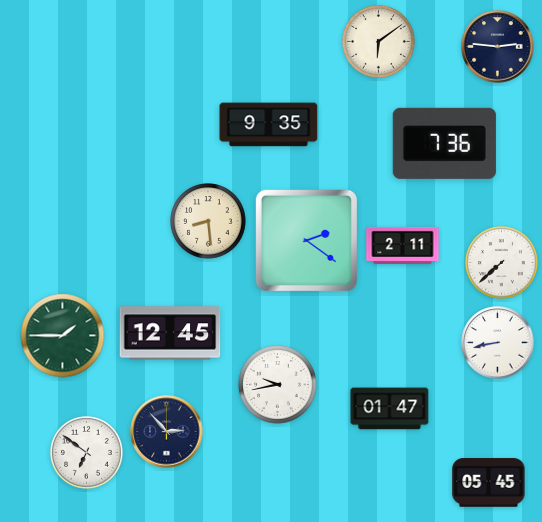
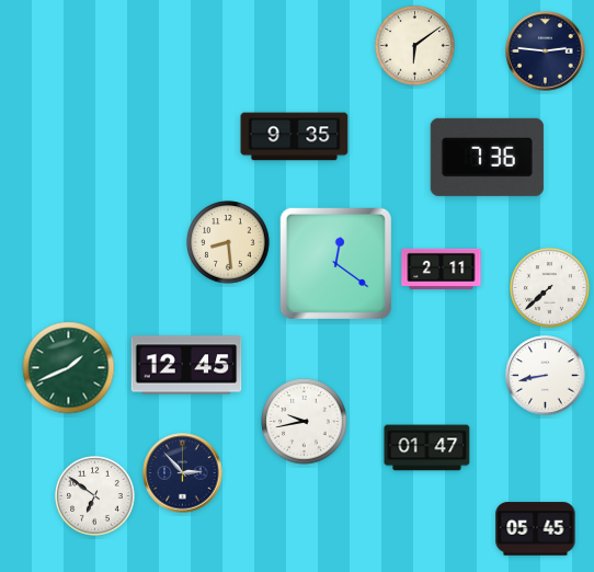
clock at (306, 240): 2:21 -> 12:21
clock at (63, 336): 1:45 -> 1:41
